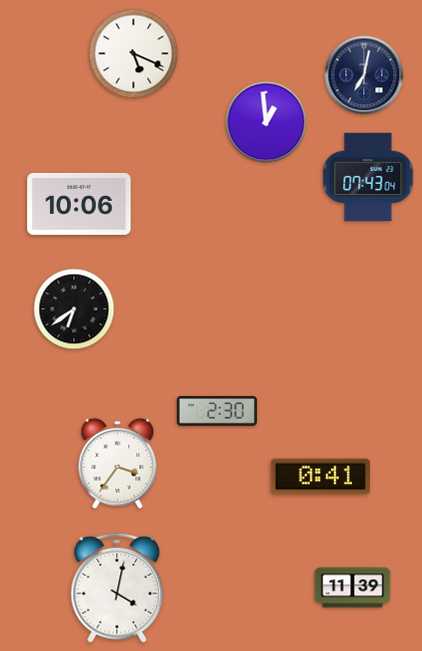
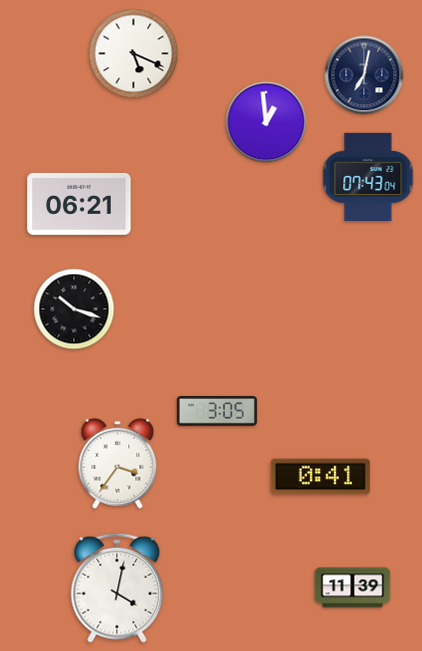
clock at (79, 204): 10:06 -> 06:21
clock at (74, 309): 6:39 -> 10:18
clock at (217, 412): 2:30 -> 3:05
